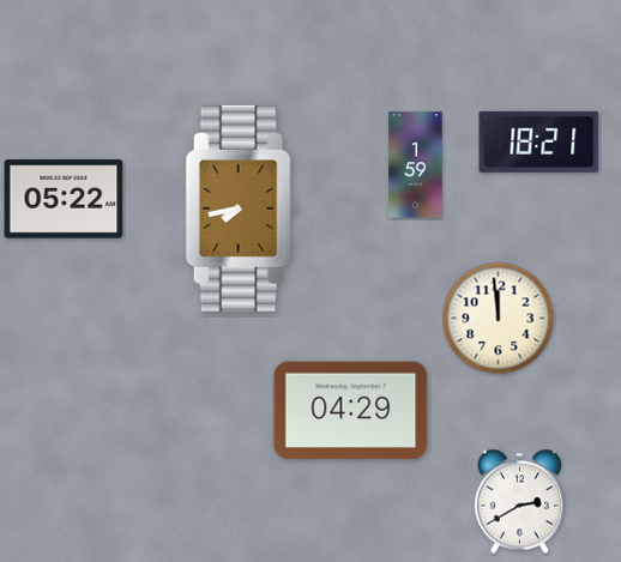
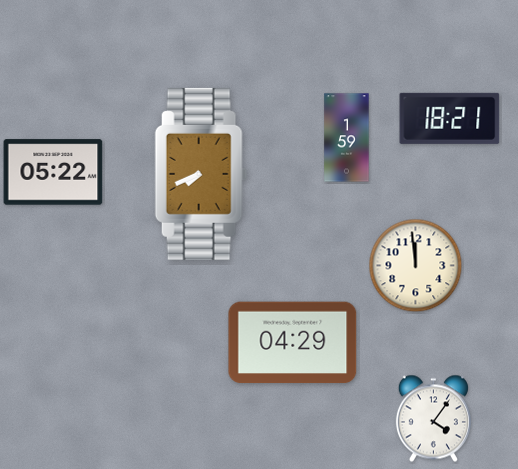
clock at (64, 199) position: (64, 199) -> (53, 172)
clock at (241, 209): 7:43 -> 7:41
clock at (519, 502): 2:40 -> 4:06
